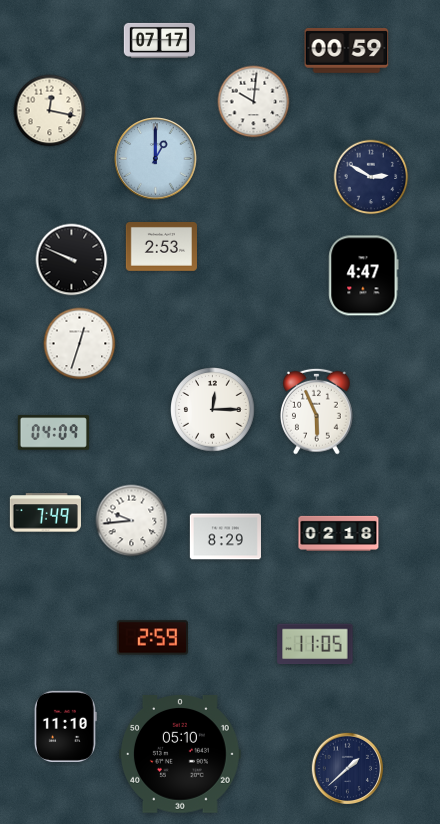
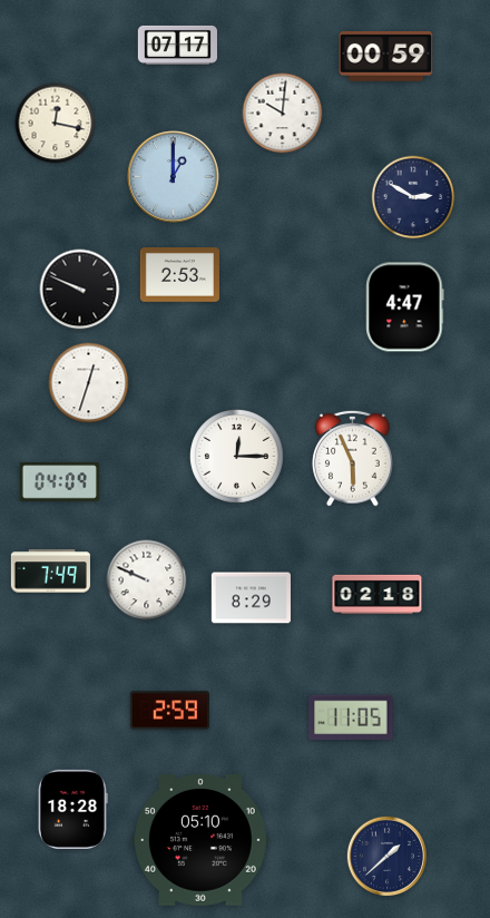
clock at (132, 521): 9:44 -> 9:49
clock at (65, 726): 11:10 -> 18:28
